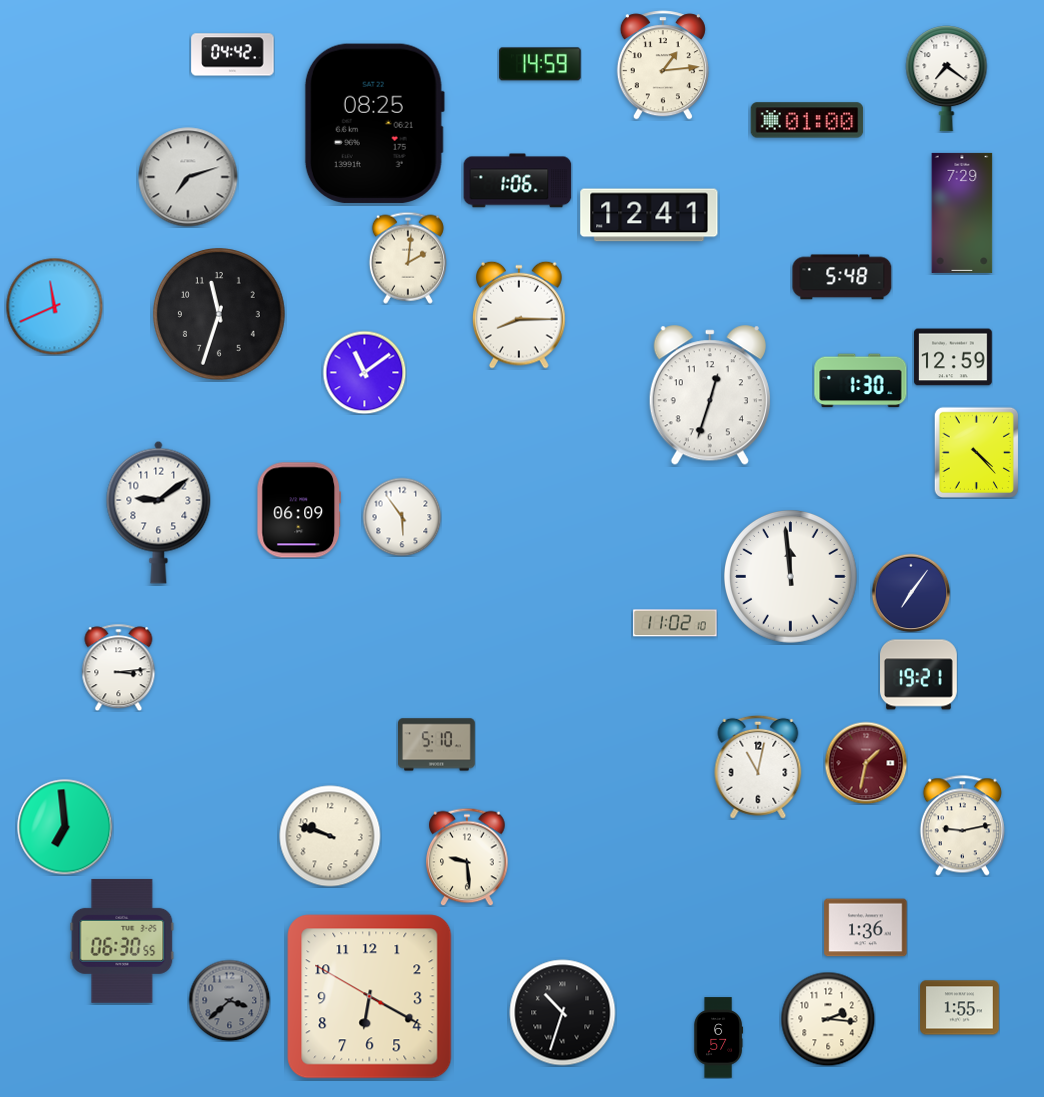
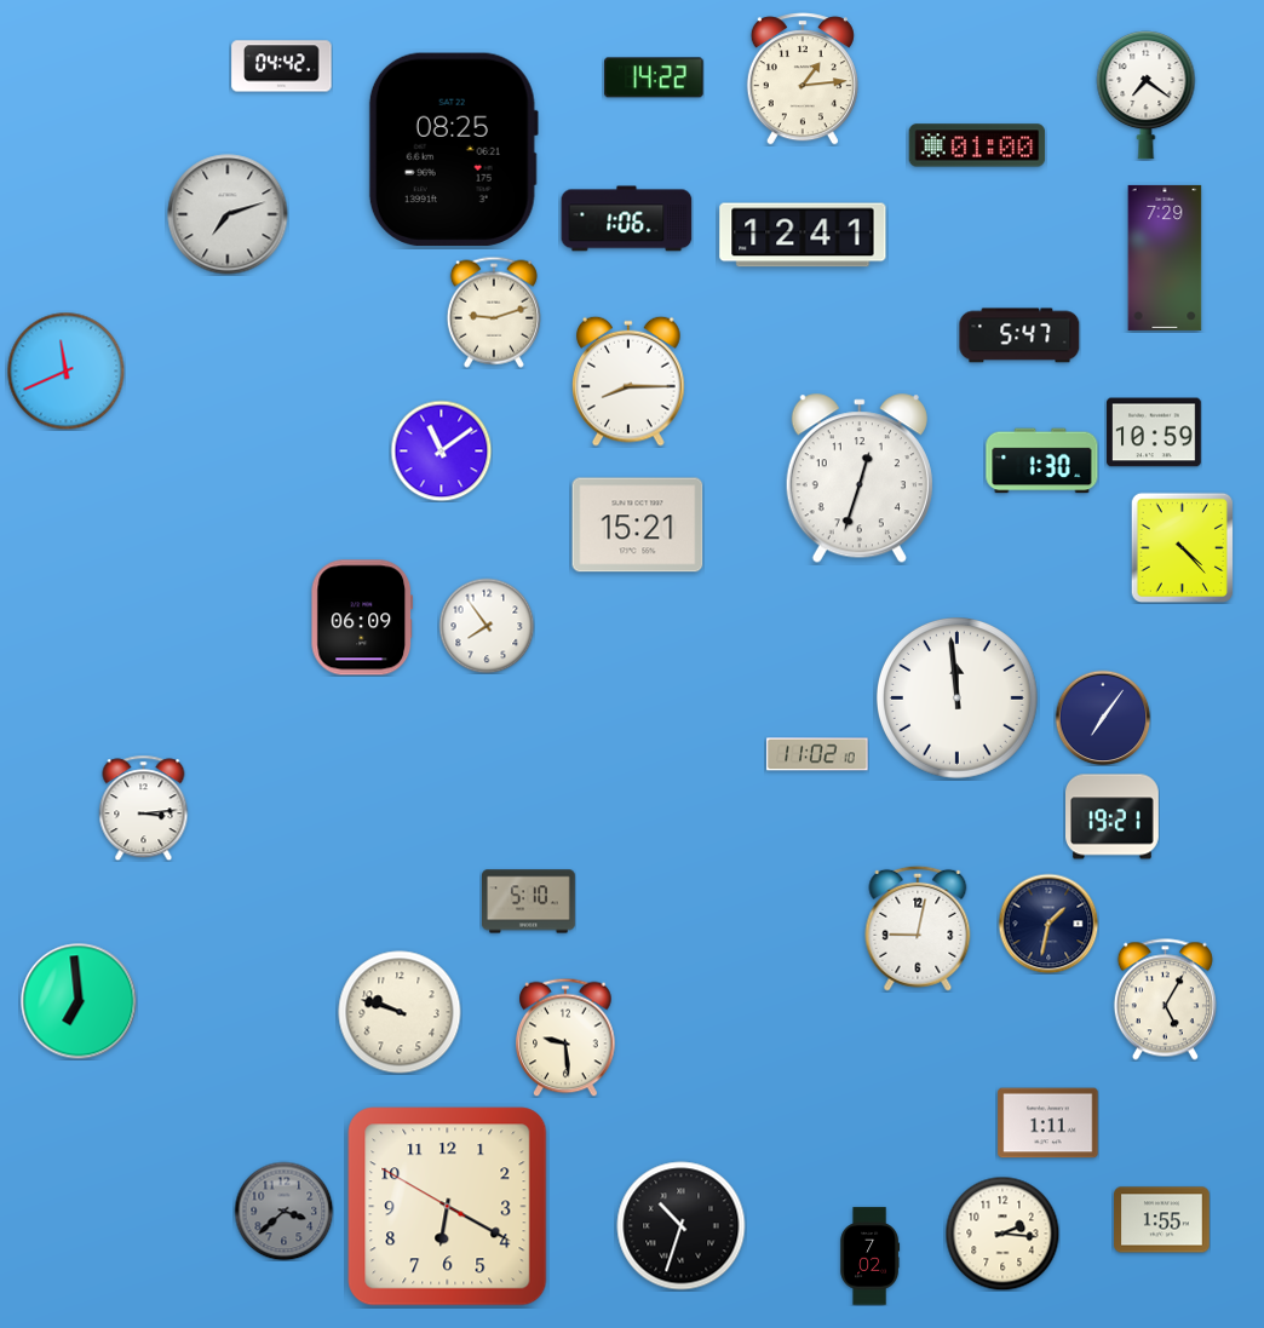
clock at (540, 64): 14:59 -> 14:22
clock at (649, 215) position: (649, 215) -> (803, 235)
clock at (408, 258): 2:01 -> 9:12
clock at (842, 277): 5:48 -> 5:47
clock at (220, 315): 11:33 -> none
clock at (953, 357): 12:59 -> 10:59
clock at (638, 525): none -> 15:21
clock at (159, 512): 9:09 -> none
clock at (402, 517): 5:54 -> 7:54
clock at (866, 763) dial: burgundy -> navy
clock at (758, 767): 11:02 -> 9:02
clock at (962, 826): 9:13 -> 5:05
clock at (866, 928): 1:36 -> 1:11
clock at (122, 941): 06:30 -> none
clock at (229, 1000) position: (229, 1000) -> (283, 1211)
clock at (719, 1038): 6:57 -> 7:02
